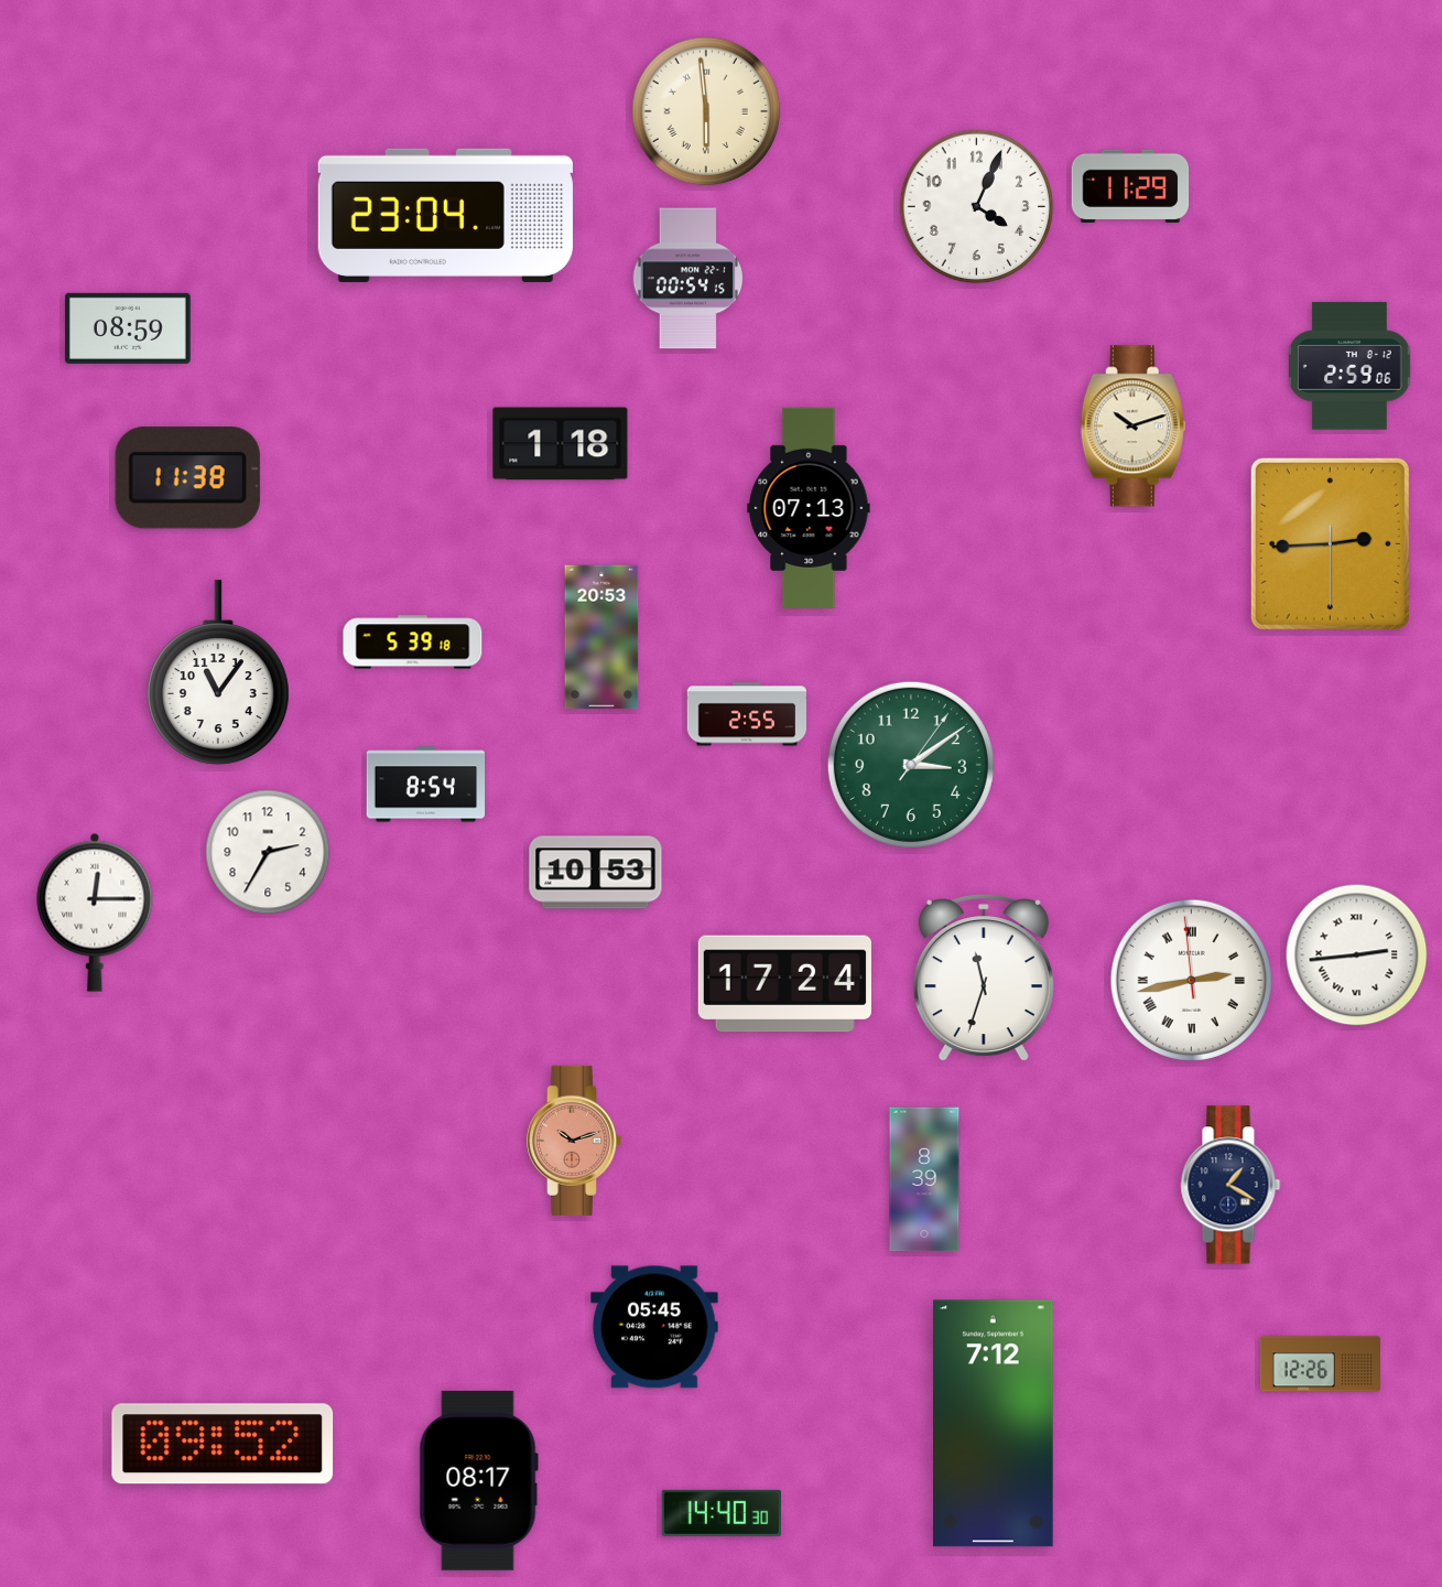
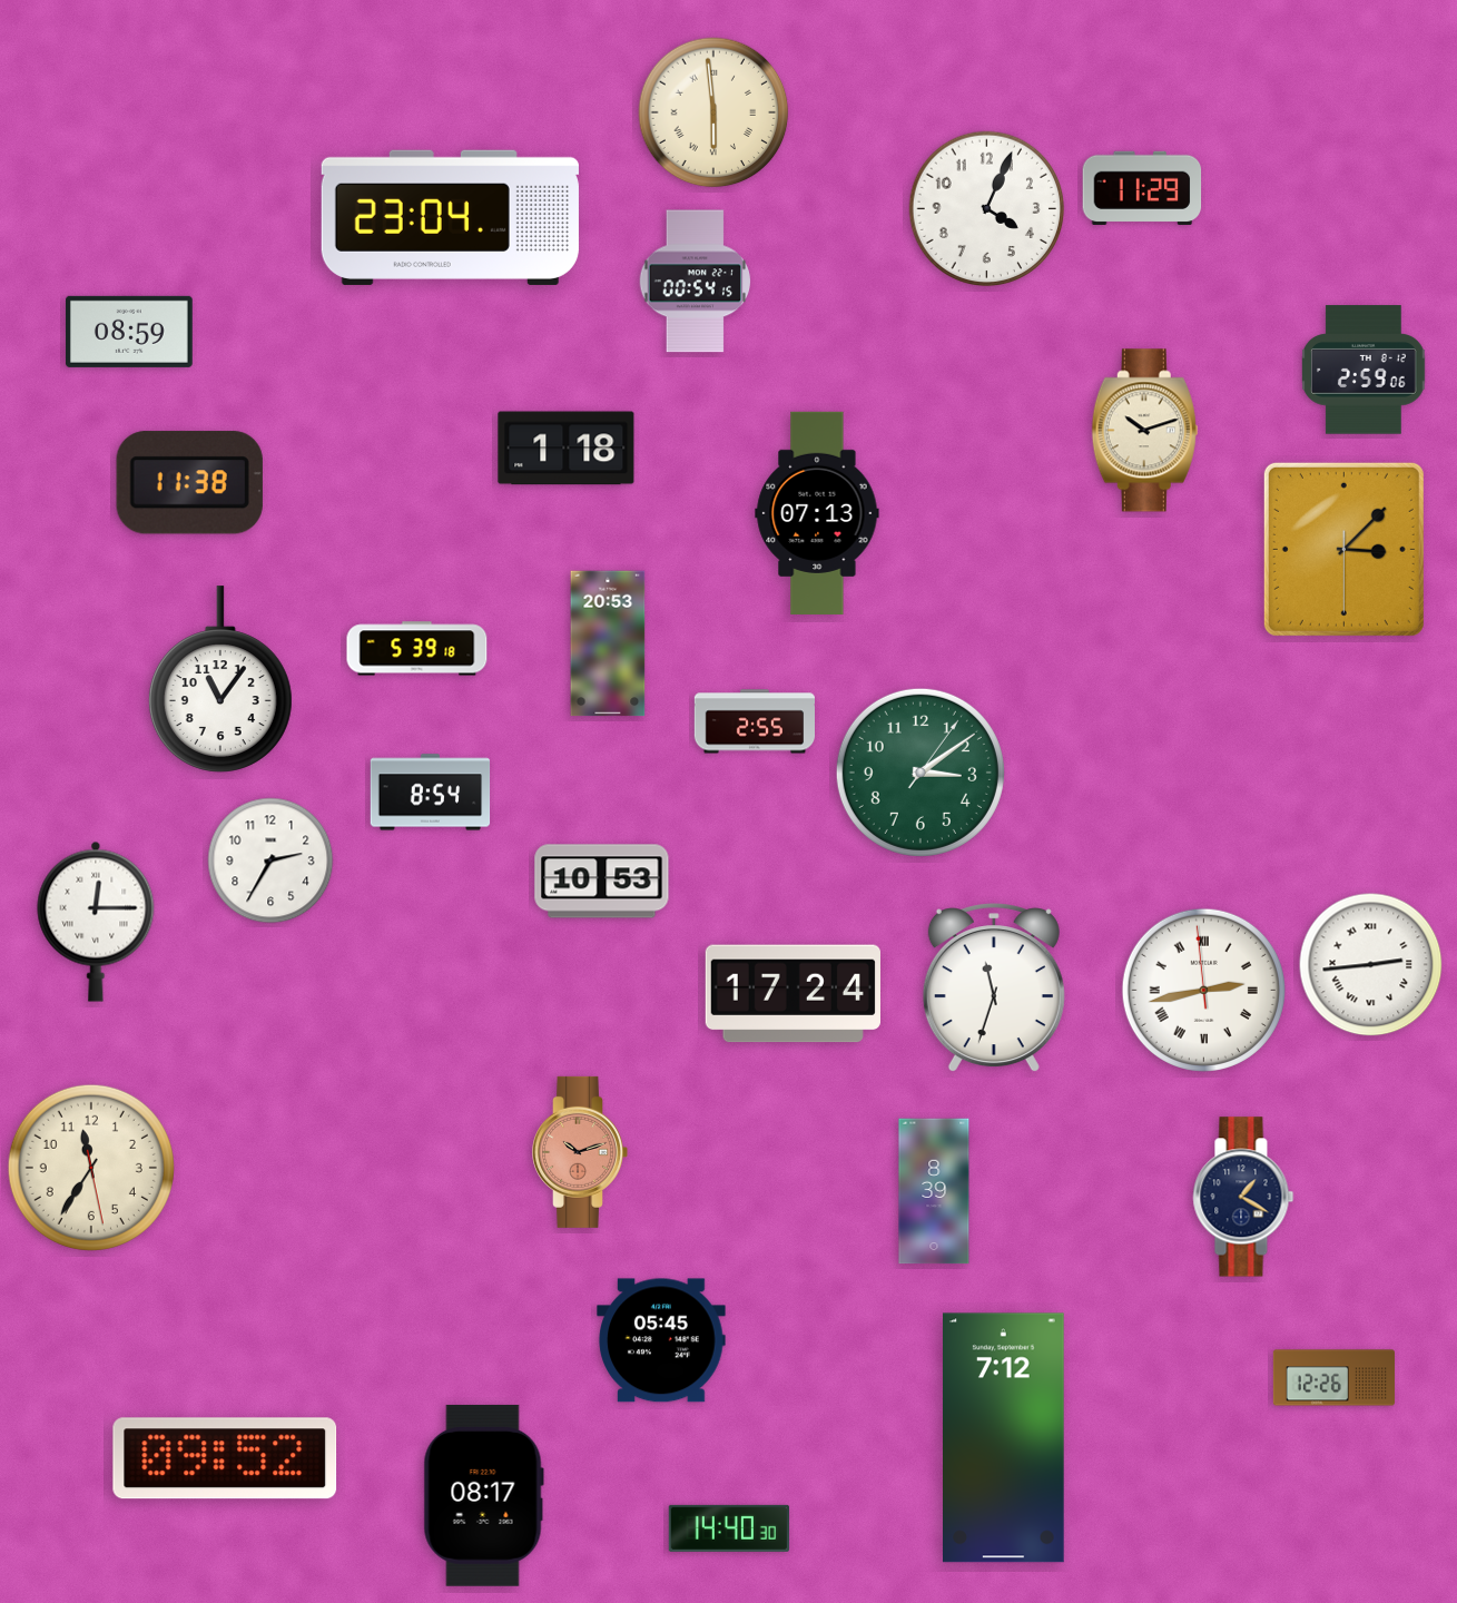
clock at (1330, 543): 2:44 -> 3:07
clock at (91, 1168): none -> 11:35
